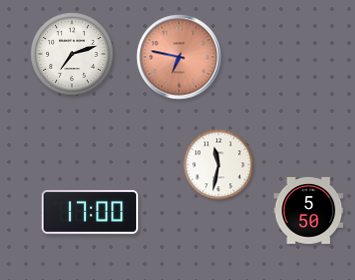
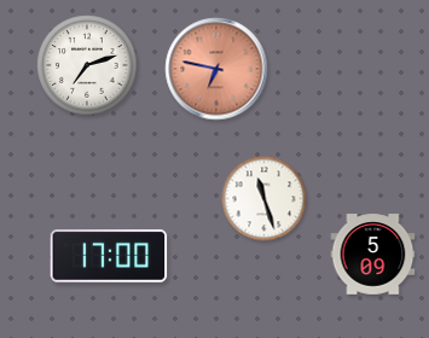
clock at (219, 165): 11:32 -> 11:27
clock at (309, 211): 5:50 -> 5:09
